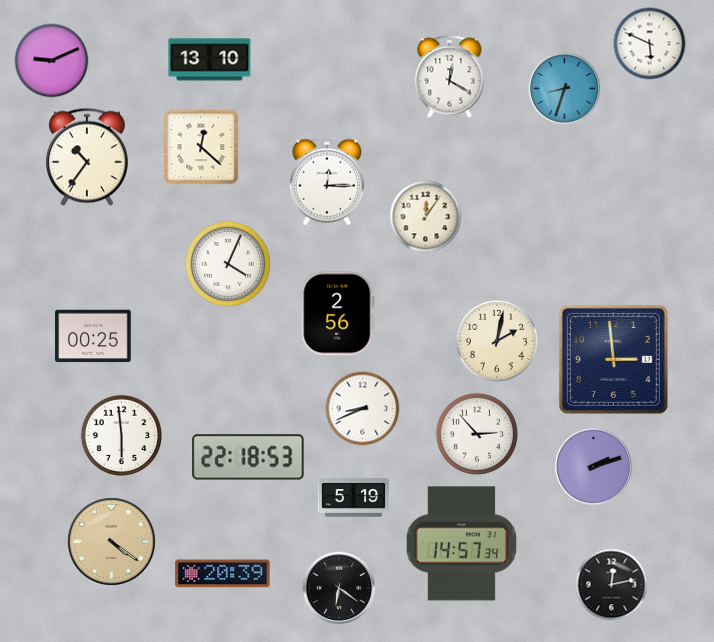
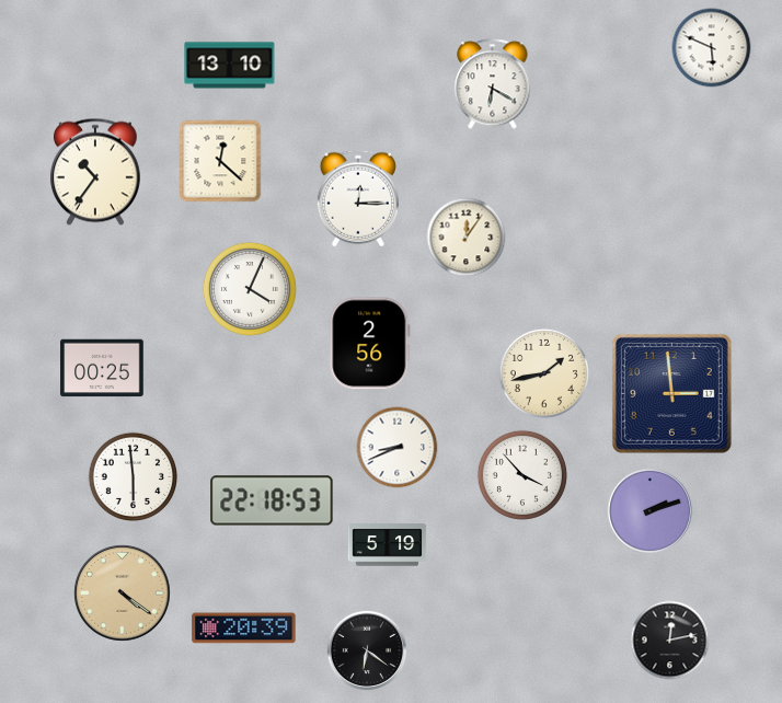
clock at (52, 61): 9:11 -> none
clock at (450, 77): 12:20 -> 6:20
clock at (565, 89): 8:33 -> none
clock at (497, 341): 2:02 -> 1:43
clock at (477, 434): 2:53 -> 3:53
clock at (462, 544): 14:57 -> none
clock at (339, 588) position: (339, 588) -> (367, 650)
